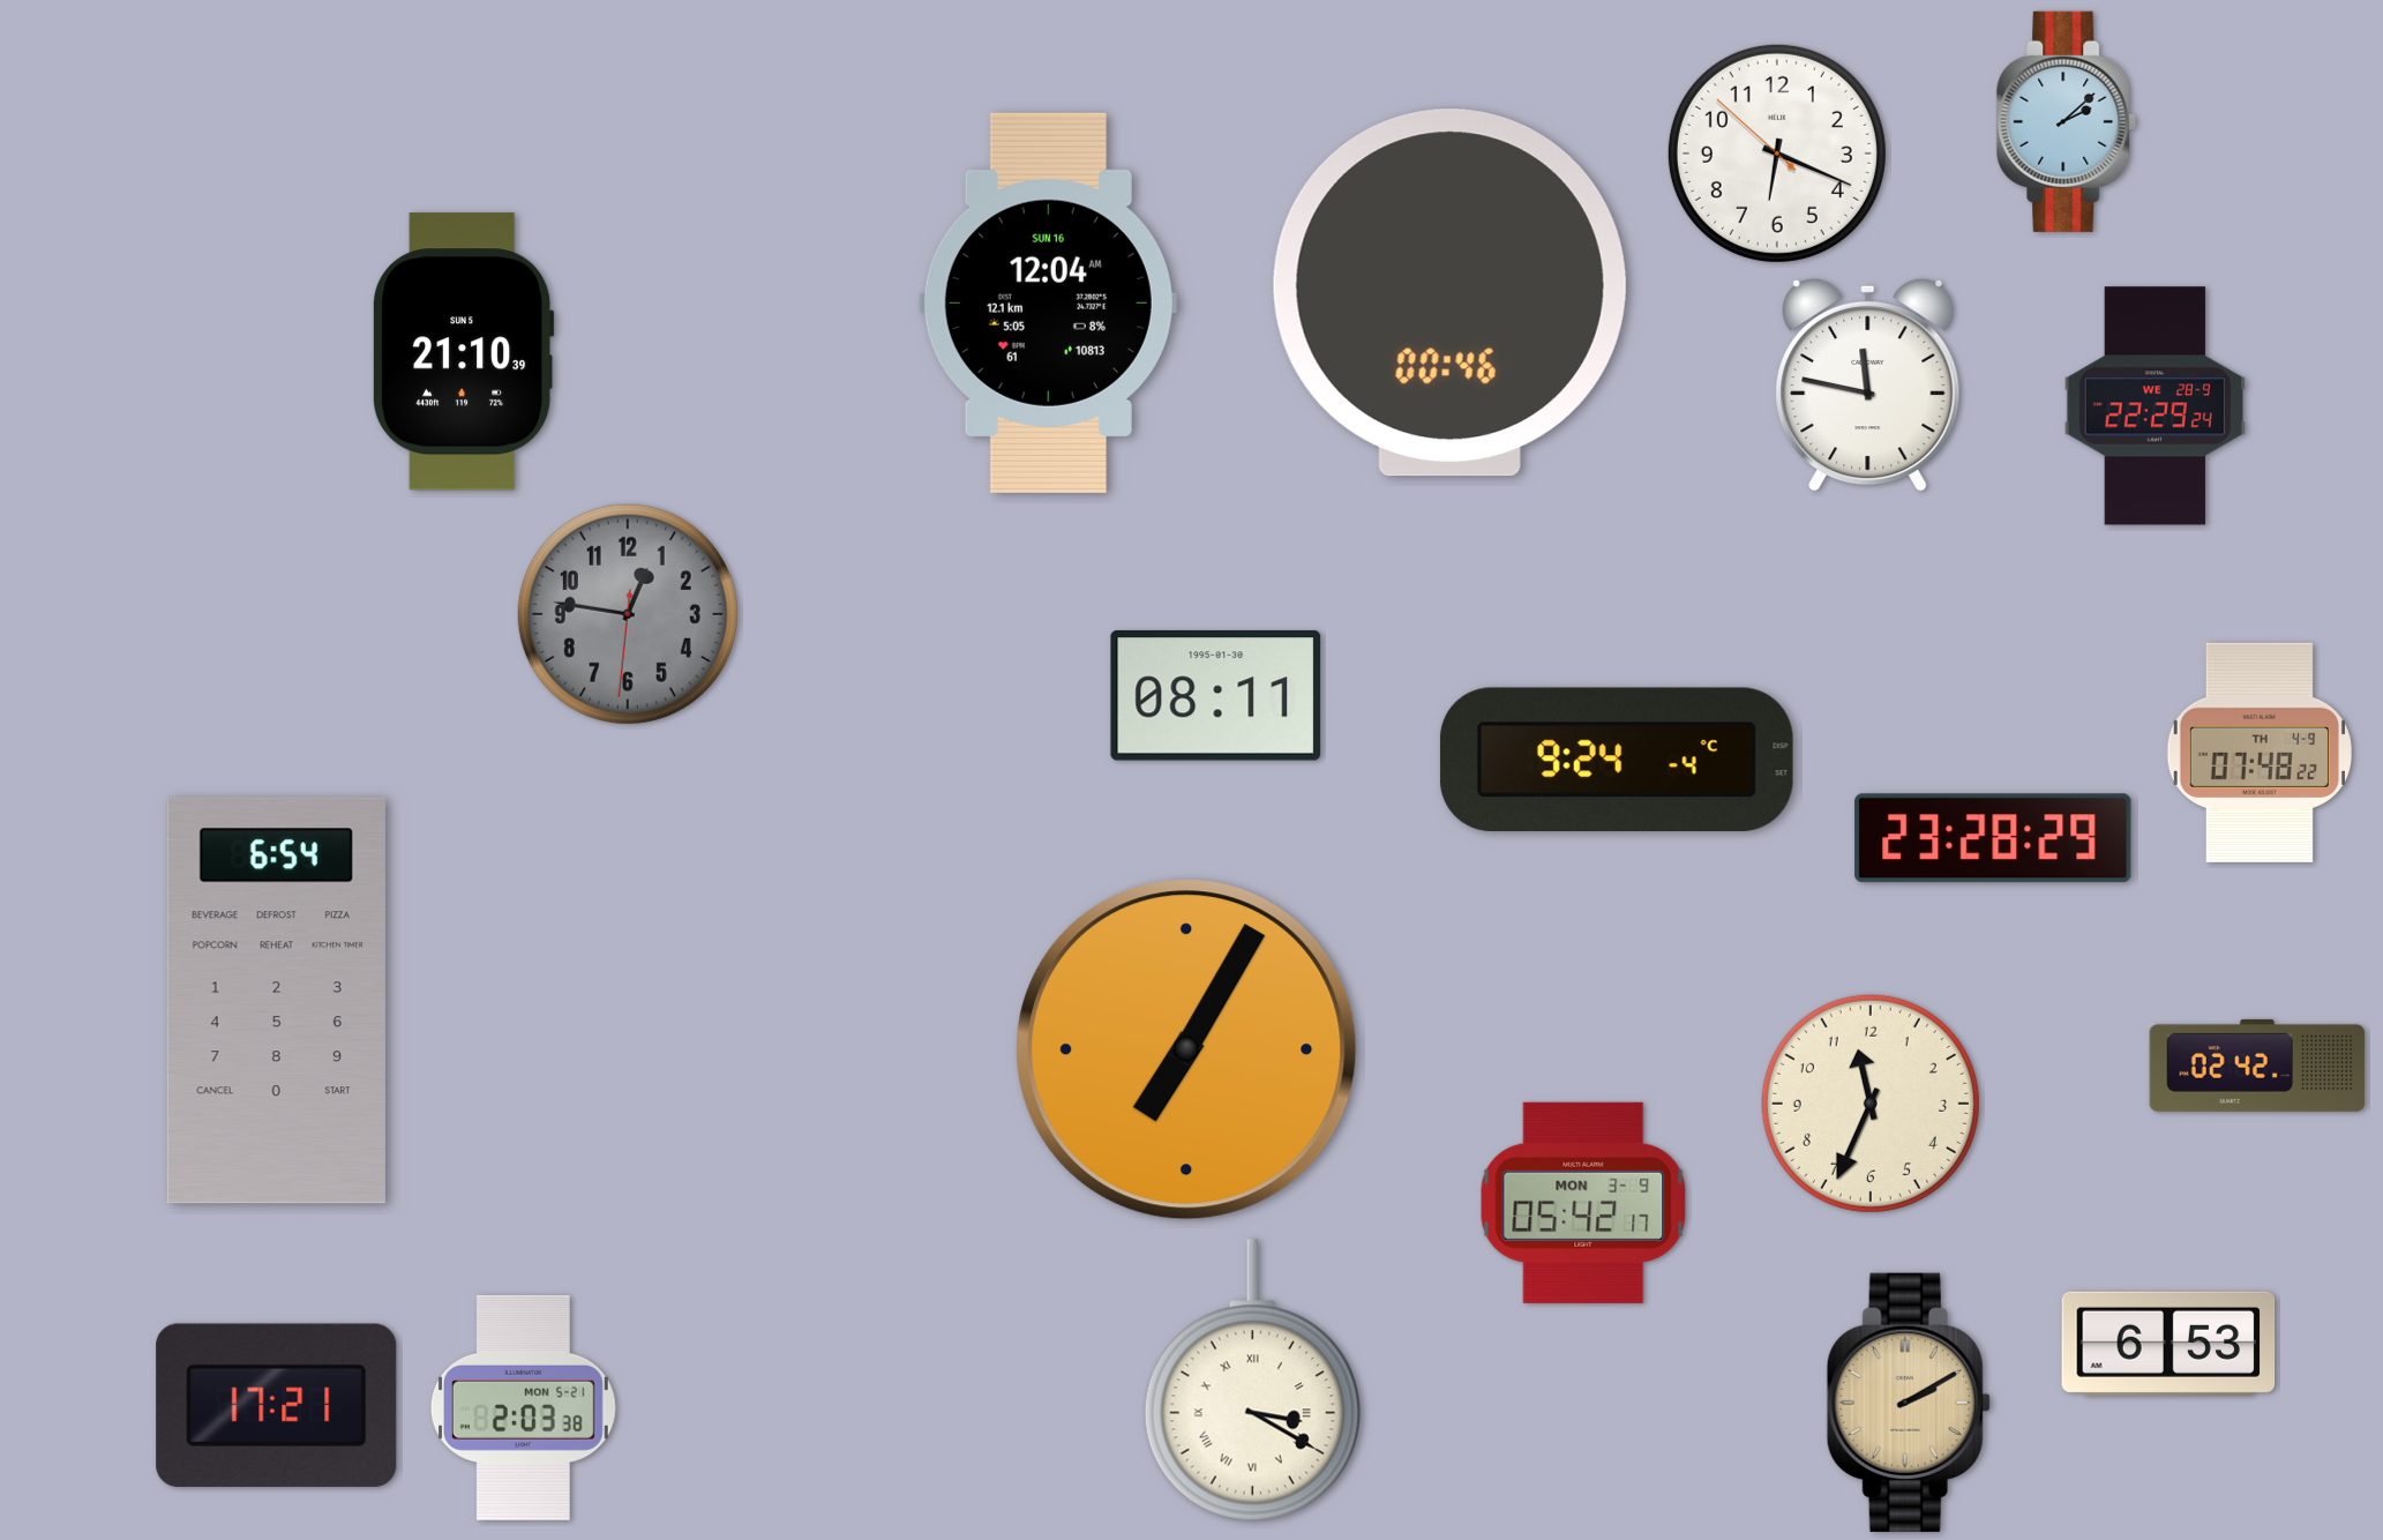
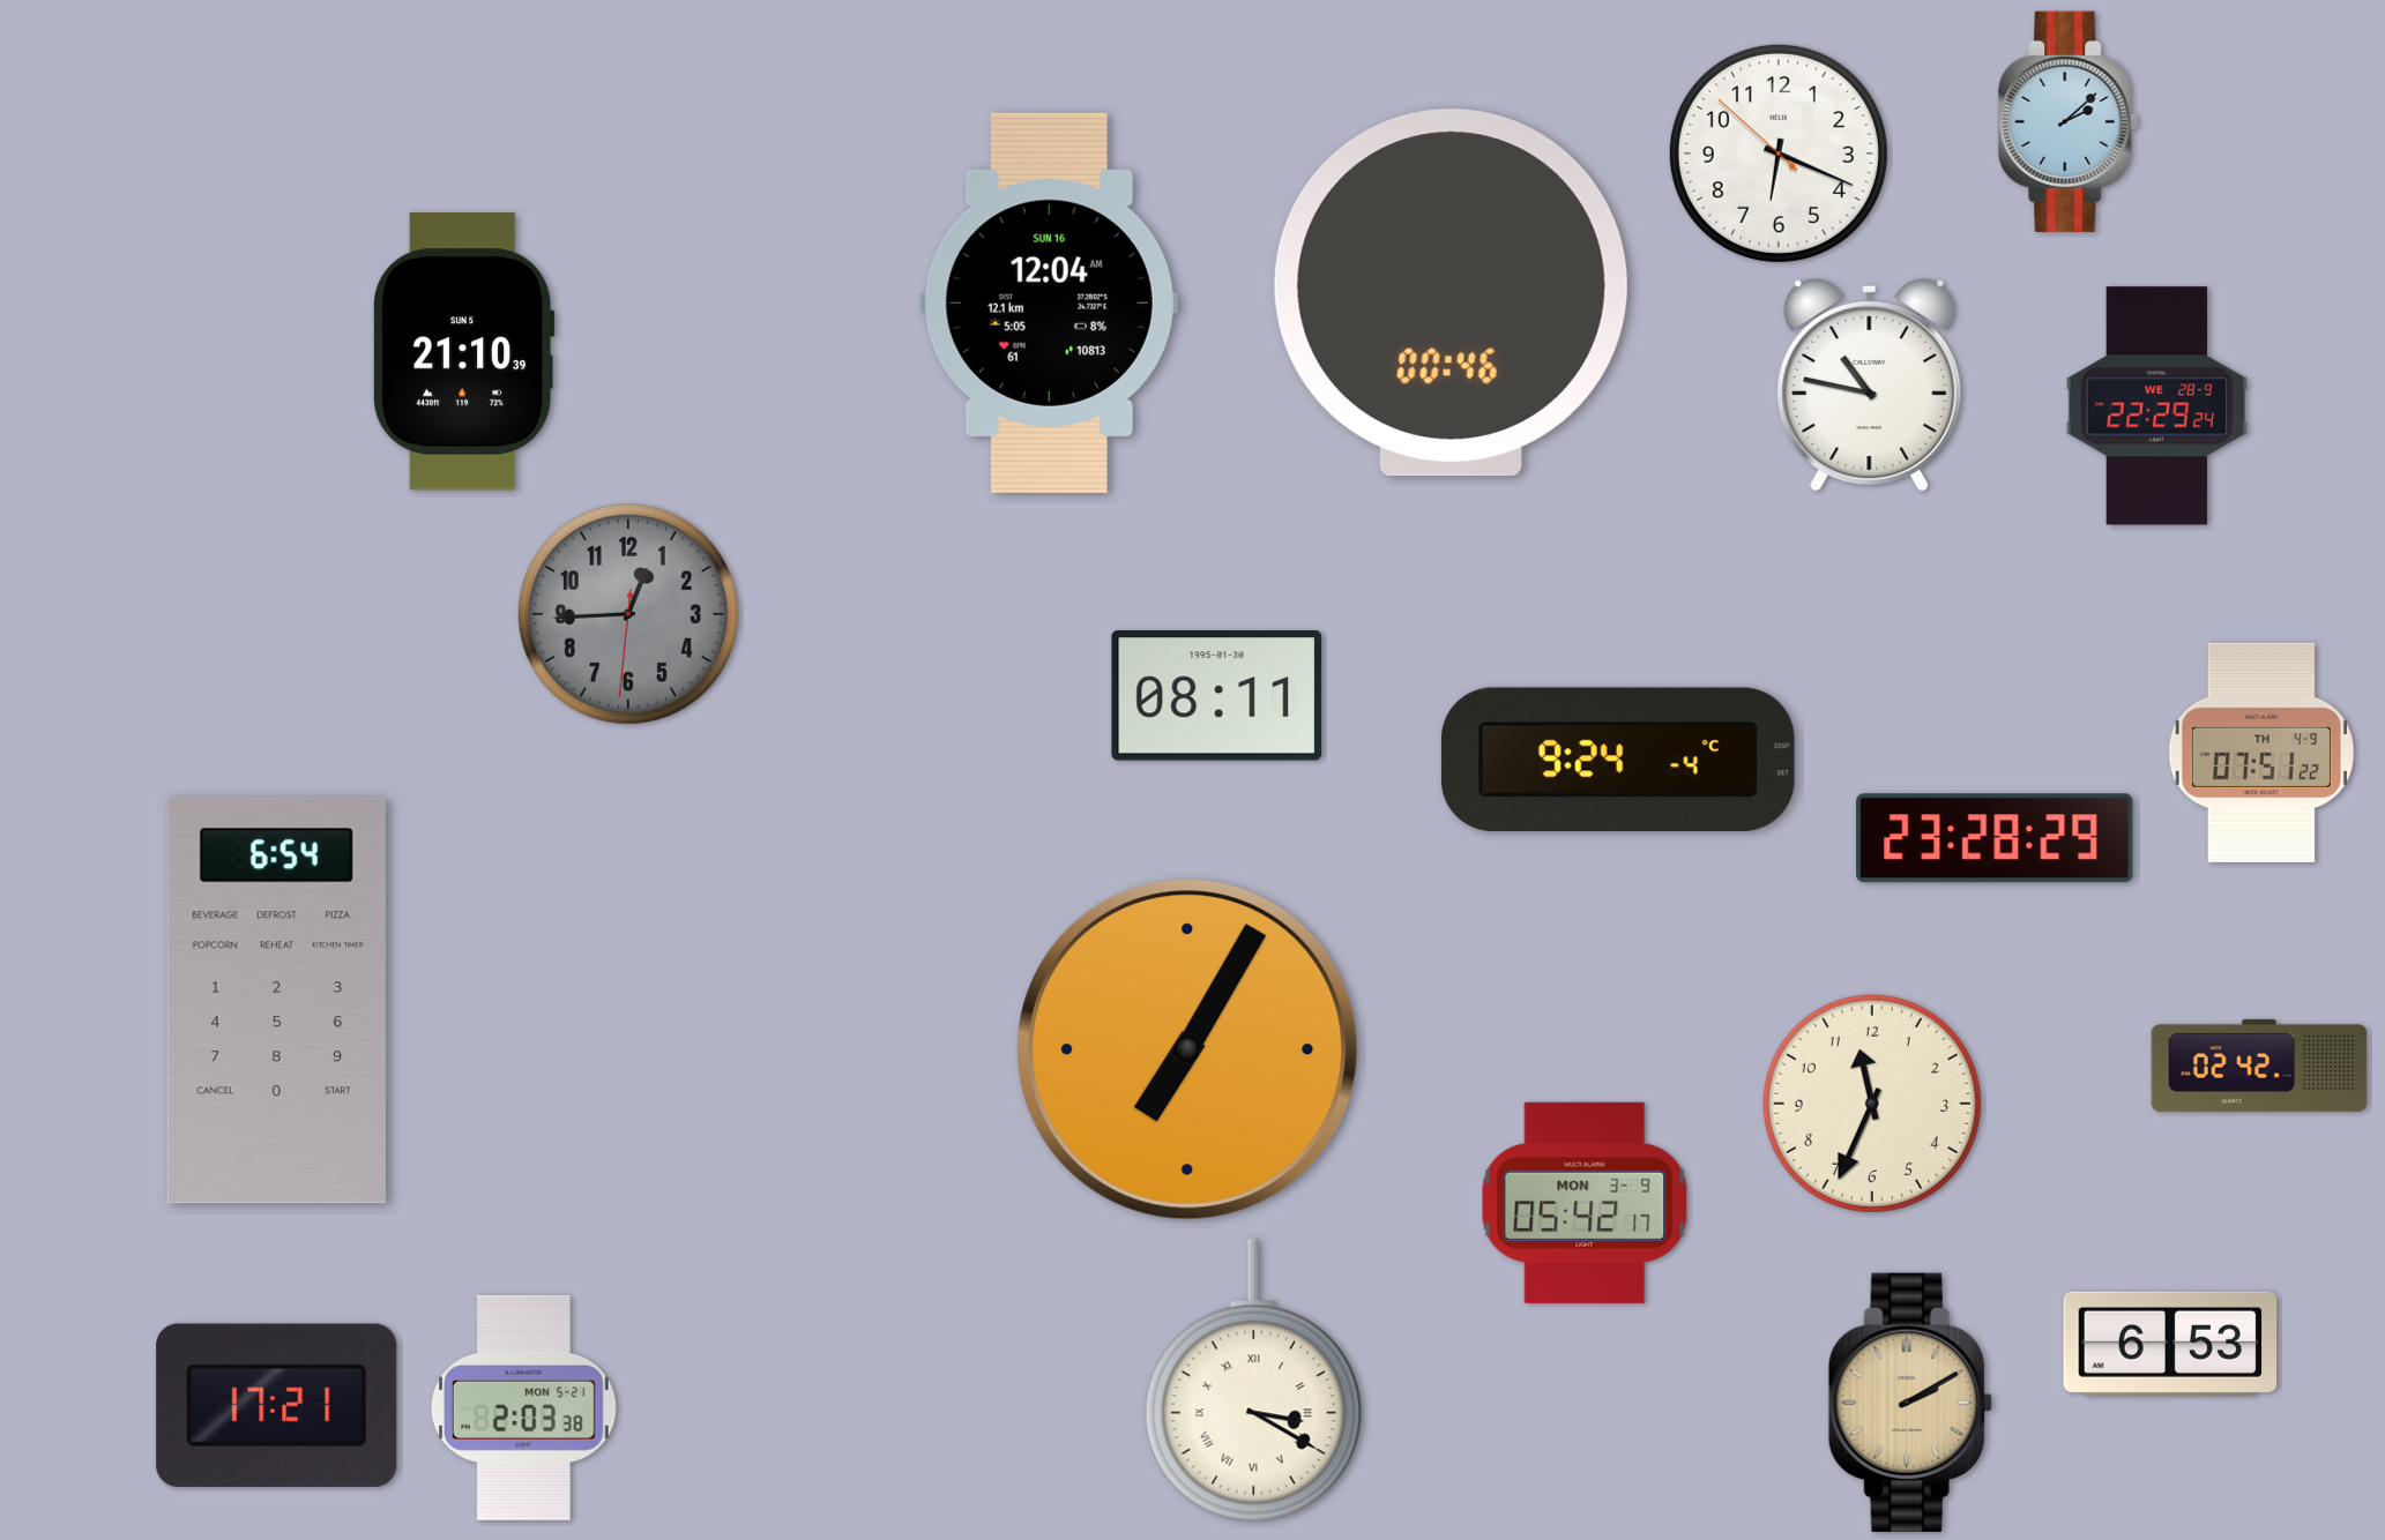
clock at (1868, 384): 11:47 -> 10:47
clock at (628, 614): 12:46 -> 12:44
clock at (2260, 753): 07:48 -> 07:51
